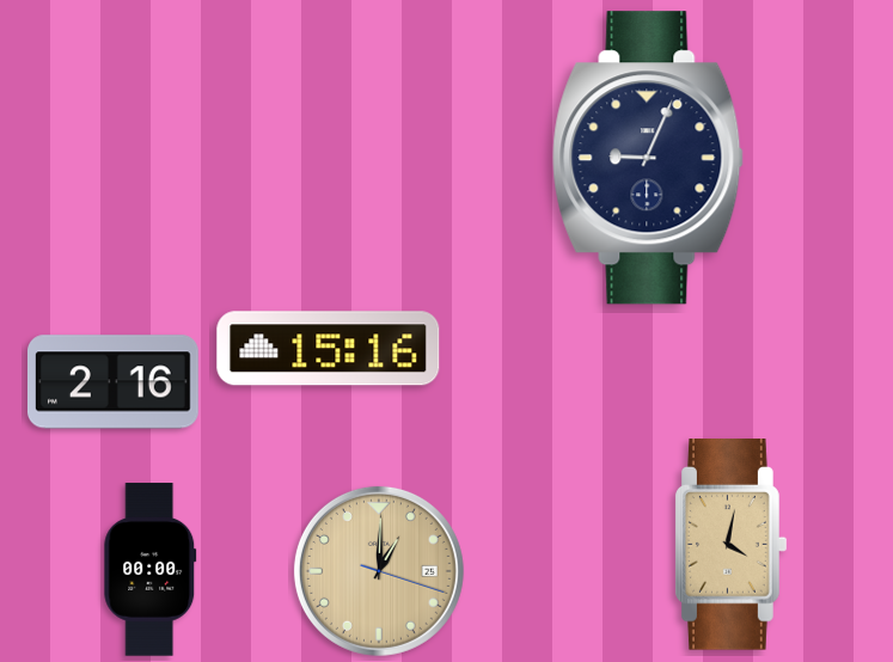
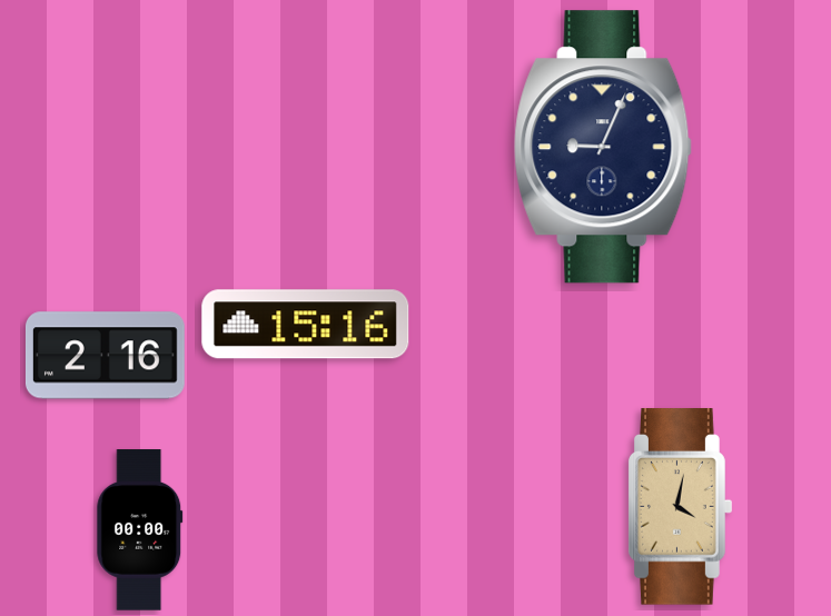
clock at (379, 571): 1:00 -> none
